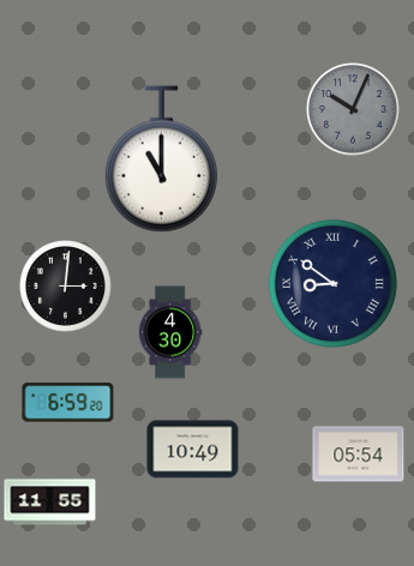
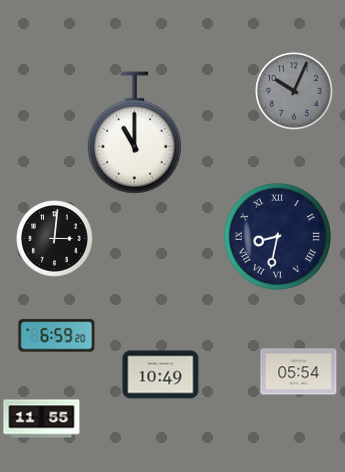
clock at (332, 283): 8:51 -> 8:32
clock at (170, 332): 4:30 -> none
clock at (359, 454) position: (359, 454) -> (299, 372)
